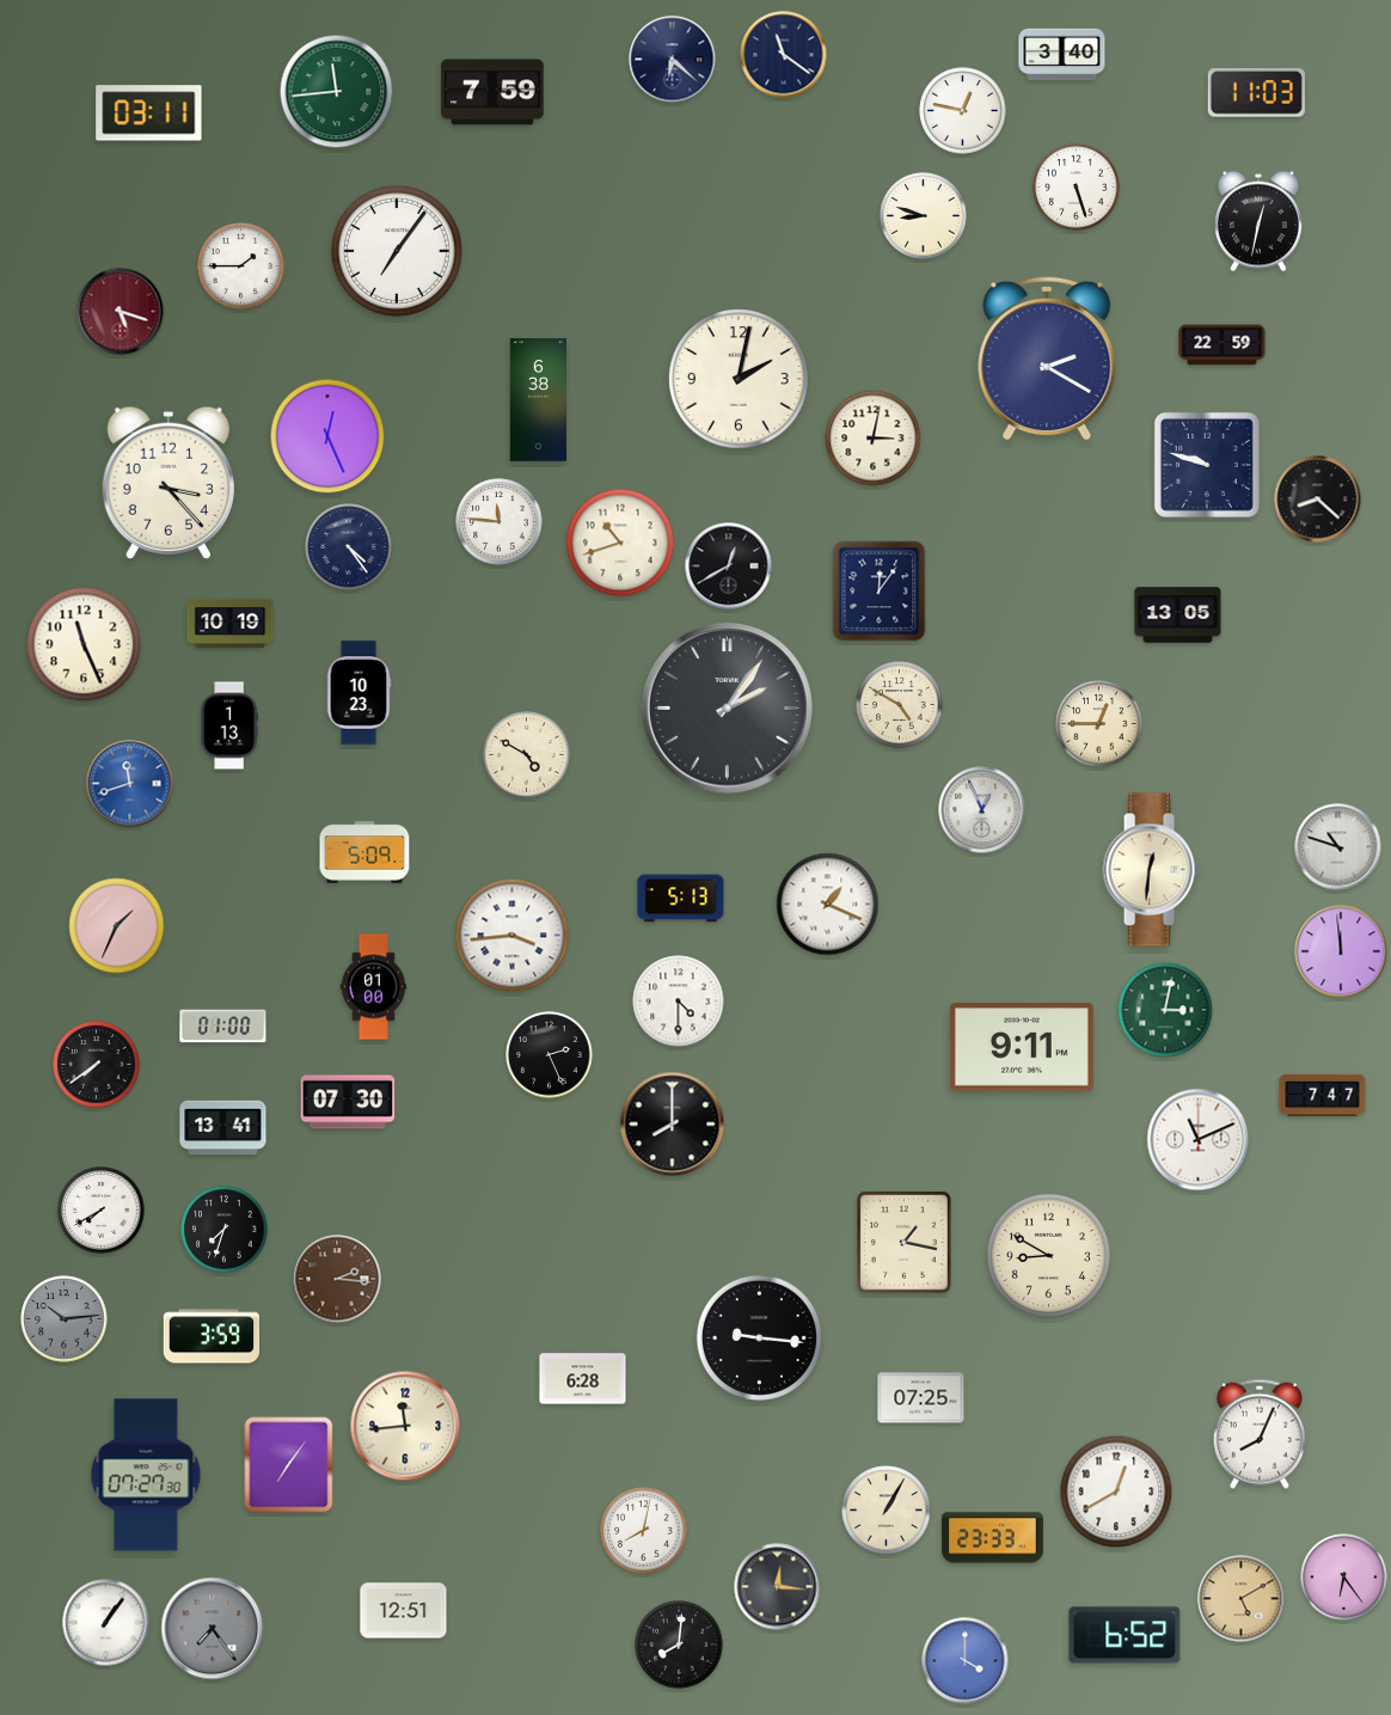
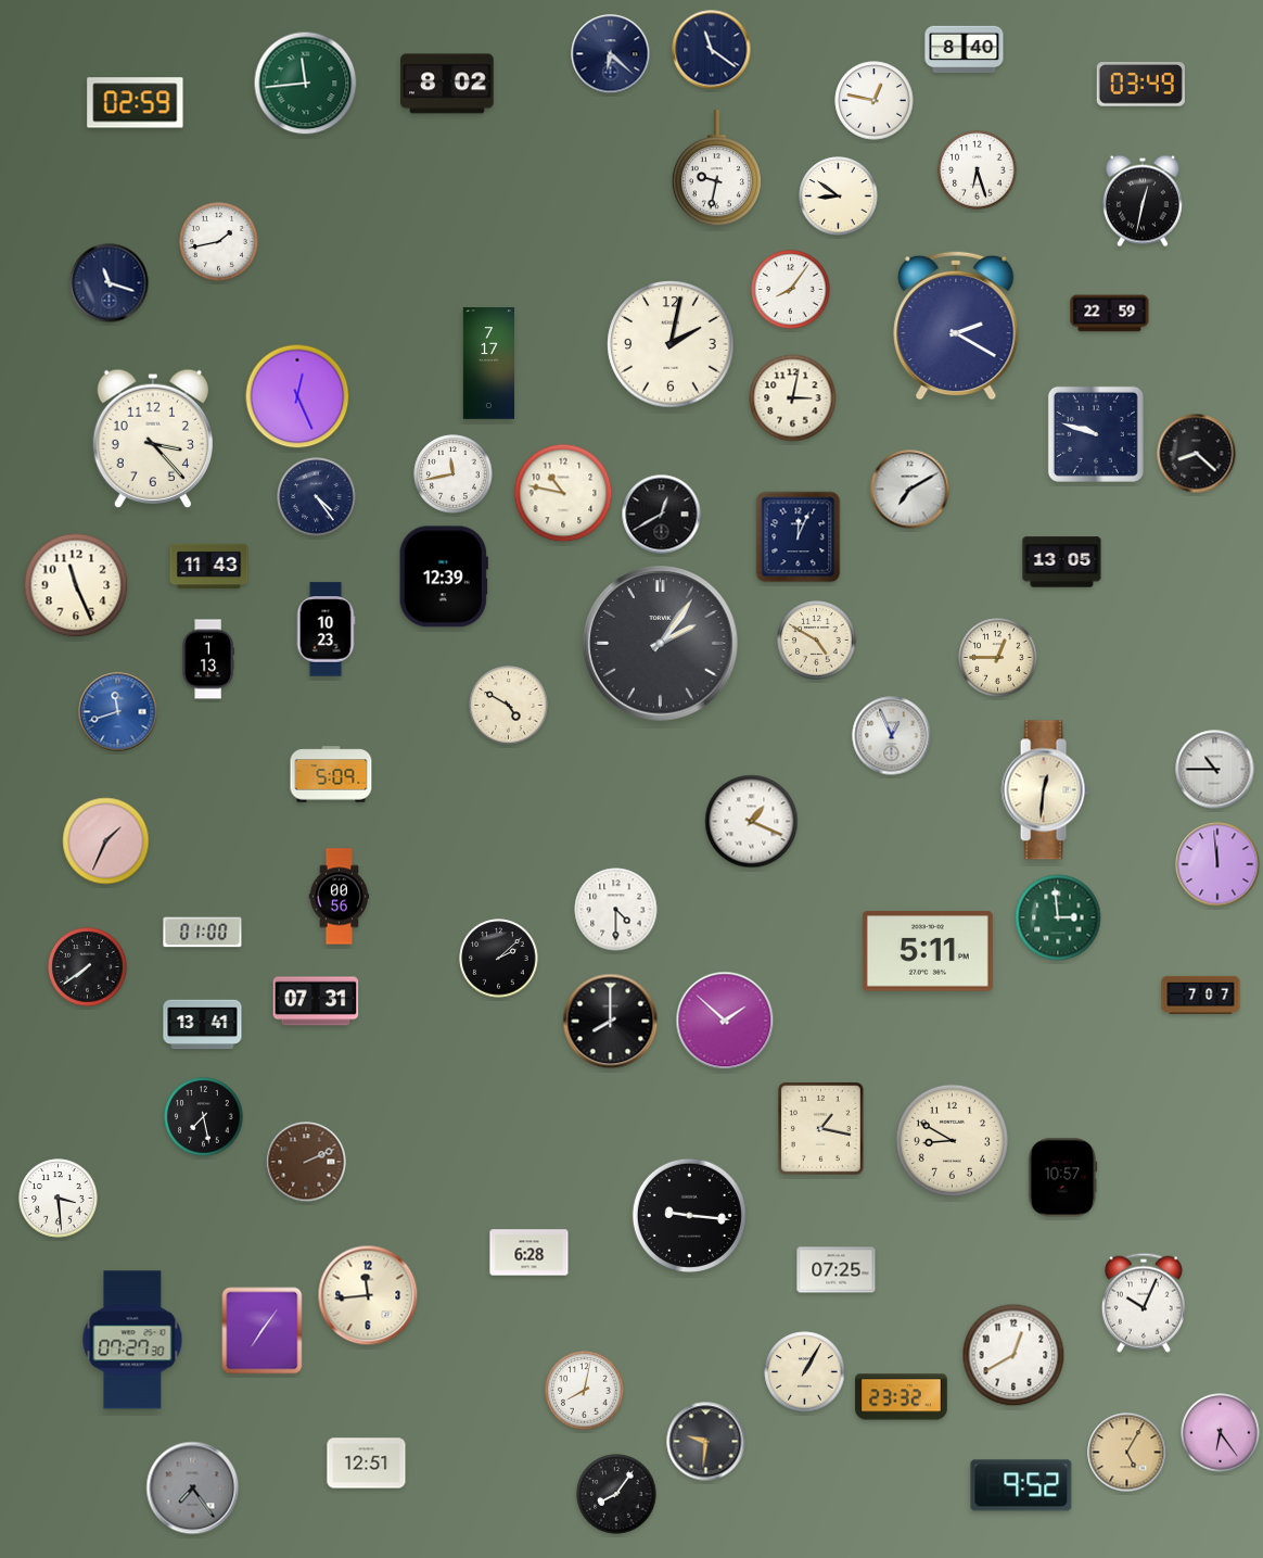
clock at (1062, 55): 3:40 -> 8:40
clock at (492, 92): 7:59 -> 8:02
clock at (1256, 93): 11:03 -> 03:49
clock at (149, 114): 03:11 -> 02:59
clock at (716, 168): none -> 9:32
clock at (1077, 188): 5:27 -> 6:27
clock at (924, 216): 8:48 -> 8:51
clock at (397, 251): 7:06 -> none
clock at (241, 267): 1:45 -> 1:43
clock at (121, 312): 5:18 -> 11:18
clock at (121, 312) dial: burgundy -> navy
clock at (791, 290): none -> 8:06
clock at (1047, 359) position: (1047, 359) -> (956, 326)
clock at (538, 400): 6:38 -> 7:17
clock at (1207, 465) position: (1207, 465) -> (1096, 434)
clock at (500, 522): 11:46 -> 11:43
clock at (910, 490): none -> 7:10
clock at (620, 543): 10:42 -> 10:47
clock at (880, 592): 12:06 -> 12:04
clock at (1178, 615) position: (1178, 615) -> (1062, 562)
clock at (231, 623): 10:19 -> 11:43
clock at (444, 577): none -> 12:39
clock at (527, 755) position: (527, 755) -> (509, 706)
clock at (1338, 847): 10:48 -> 10:45
clock at (681, 899): 5:13 -> none
clock at (513, 936): 3:44 -> none
clock at (374, 987): 01:00 -> 00:56
clock at (1165, 1010): 3:02 -> 2:59
clock at (1022, 1047): 9:11 -> 5:11
clock at (550, 1055): 2:26 -> 2:08
clock at (1323, 1095): 7:47 -> 7:07
clock at (348, 1102): 07:30 -> 07:31
clock at (725, 1021): none -> 1:52
clock at (1199, 1140): 11:11 -> none
clock at (102, 1211): 7:40 -> none
clock at (225, 1230): 7:33 -> 7:28
clock at (337, 1279): 2:16 -> 2:11
clock at (1063, 1178): none -> 10:57
clock at (65, 1319): 10:14 -> 3:29
clock at (65, 1319) dial: grey -> white
clock at (212, 1336): 3:59 -> none
clock at (1260, 1434): 8:04 -> 10:04
clock at (993, 1538): 23:33 -> 23:32
clock at (778, 1587): 12:16 -> 9:31
clock at (1242, 1599): 5:10 -> 5:05
clock at (106, 1623): 1:06 -> none
clock at (213, 1629) position: (213, 1629) -> (193, 1489)
clock at (1125, 1635): 6:52 -> 9:52
clock at (679, 1644): 8:01 -> 8:06
clock at (966, 1661): 4:00 -> none
